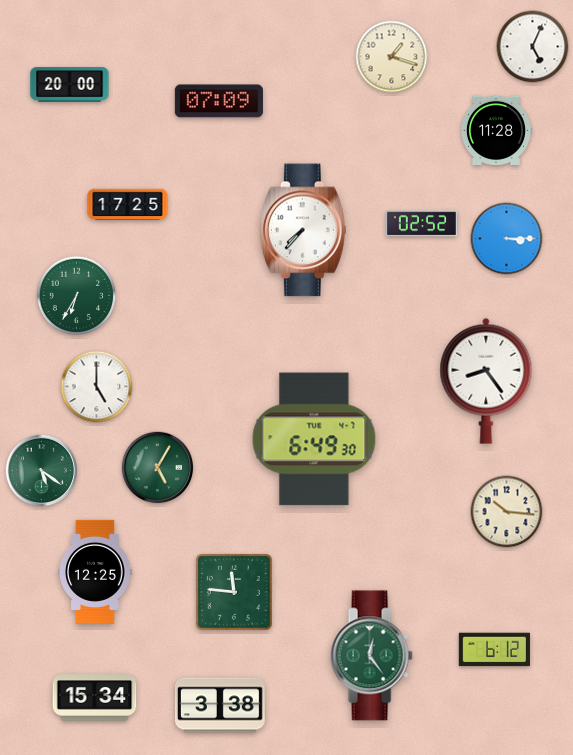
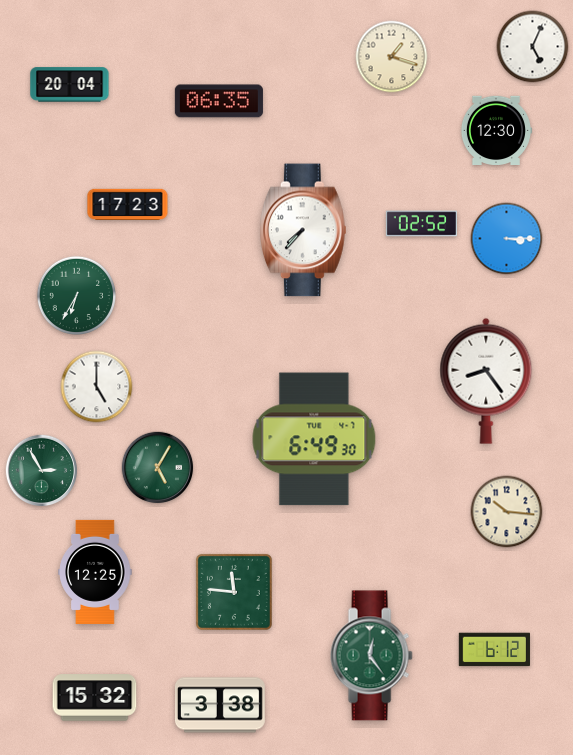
clock at (70, 85): 20:00 -> 20:04
clock at (219, 101): 07:09 -> 06:35
clock at (495, 130): 11:28 -> 12:30
clock at (128, 205): 17:25 -> 17:23
clock at (42, 471): 5:21 -> 2:55
clock at (95, 698): 15:34 -> 15:32
